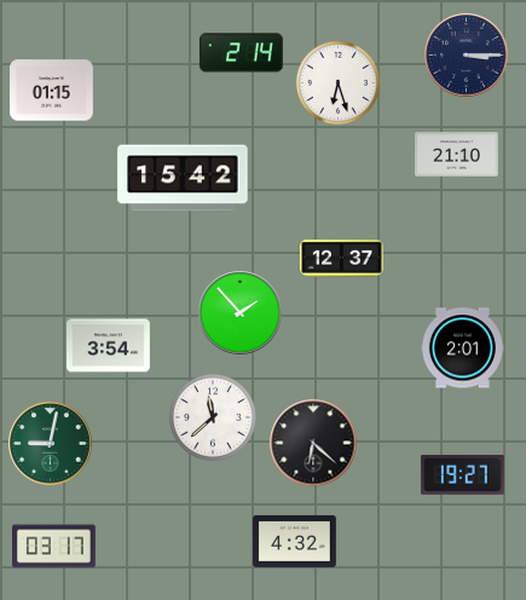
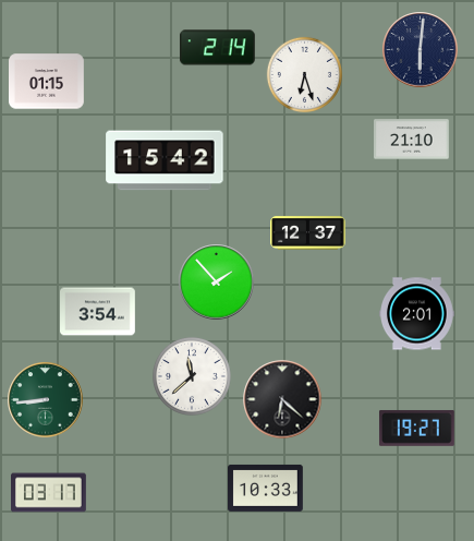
clock at (467, 56): 3:15 -> 6:01
clock at (51, 444): 9:02 -> 8:44
clock at (295, 541): 4:32 -> 10:33
